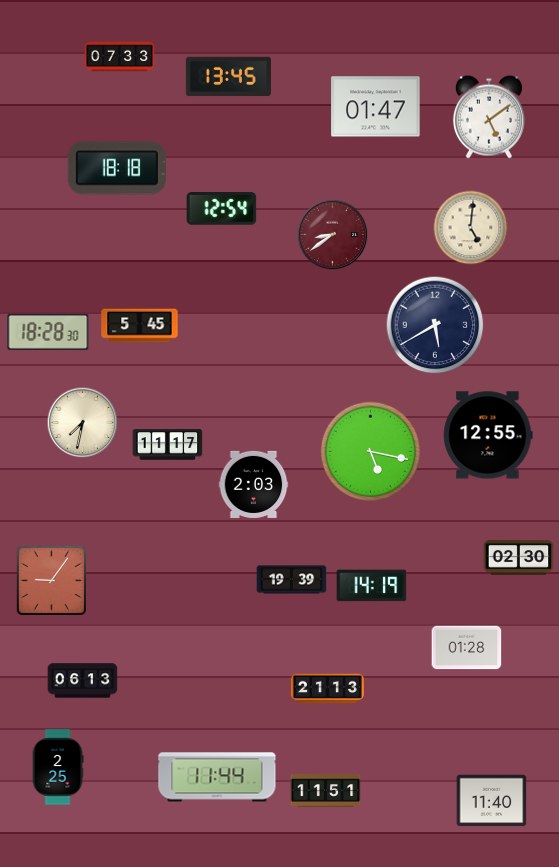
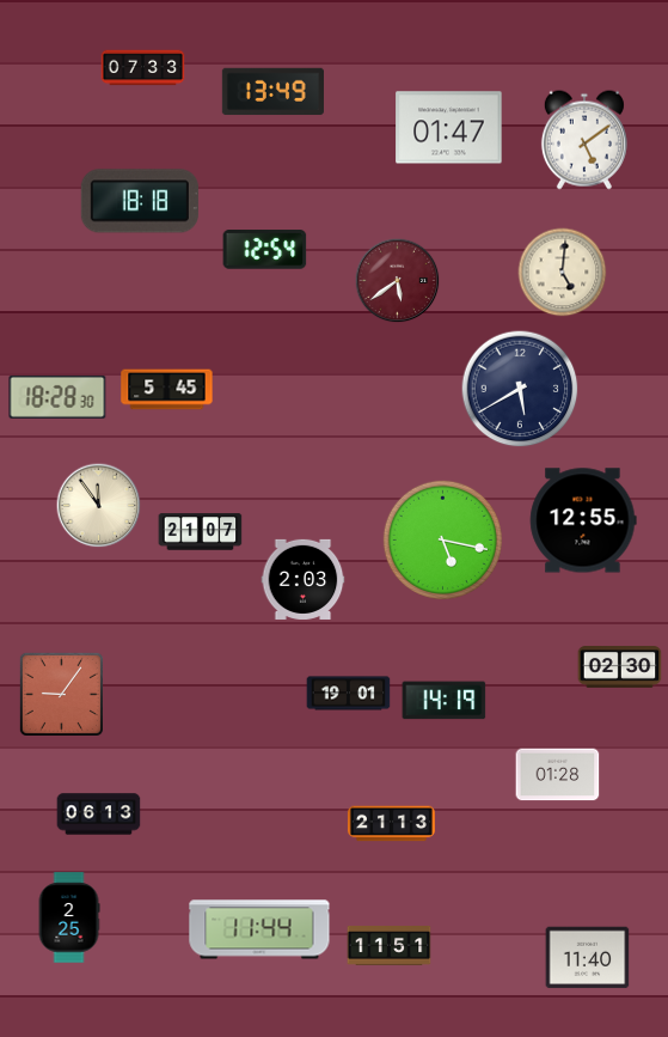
clock at (228, 77): 13:45 -> 13:49
clock at (333, 235): 8:39 -> 5:39
clock at (83, 423): 7:32 -> 11:54
clock at (168, 445): 11:17 -> 21:07
clock at (292, 580): 19:39 -> 19:01
